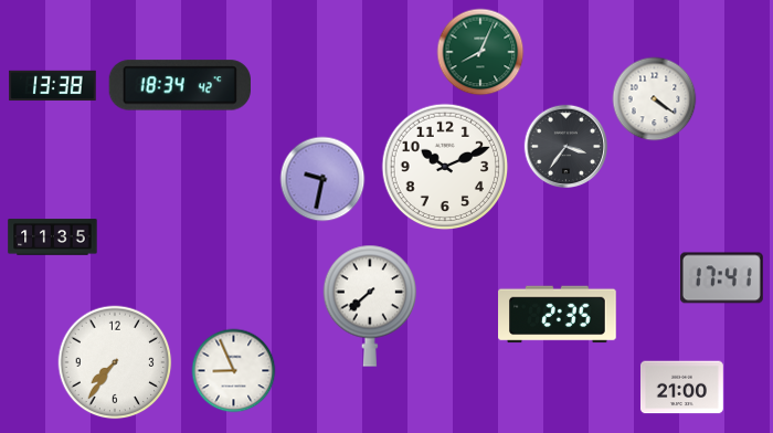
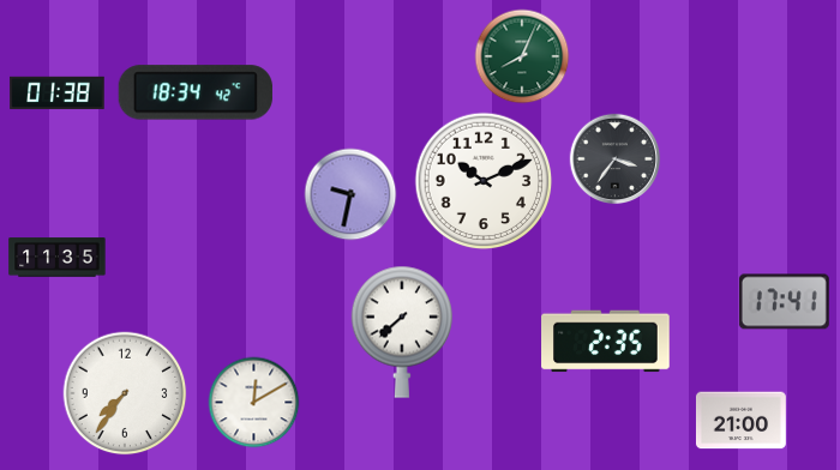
clock at (53, 86): 13:38 -> 01:38
clock at (655, 99): 4:21 -> none
clock at (234, 371): 8:56 -> 12:10
